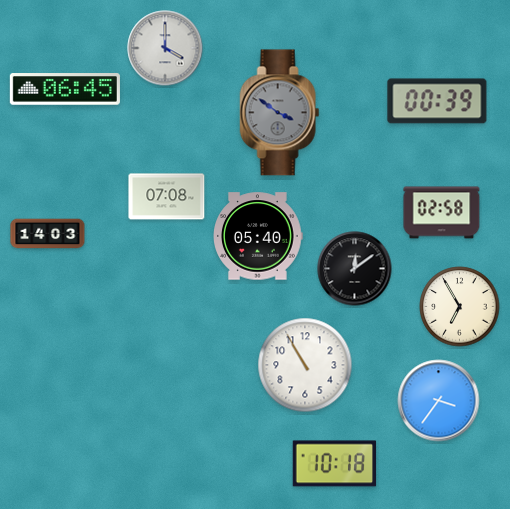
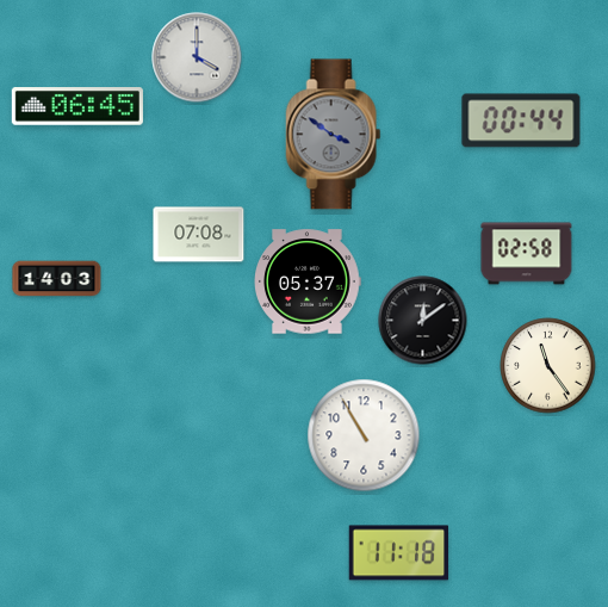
clock at (437, 101): 00:39 -> 00:44
clock at (259, 236): 05:40 -> 05:37
clock at (460, 307): 6:55 -> 11:24
clock at (439, 401): 3:36 -> none
clock at (335, 464): 10:18 -> 11:18
